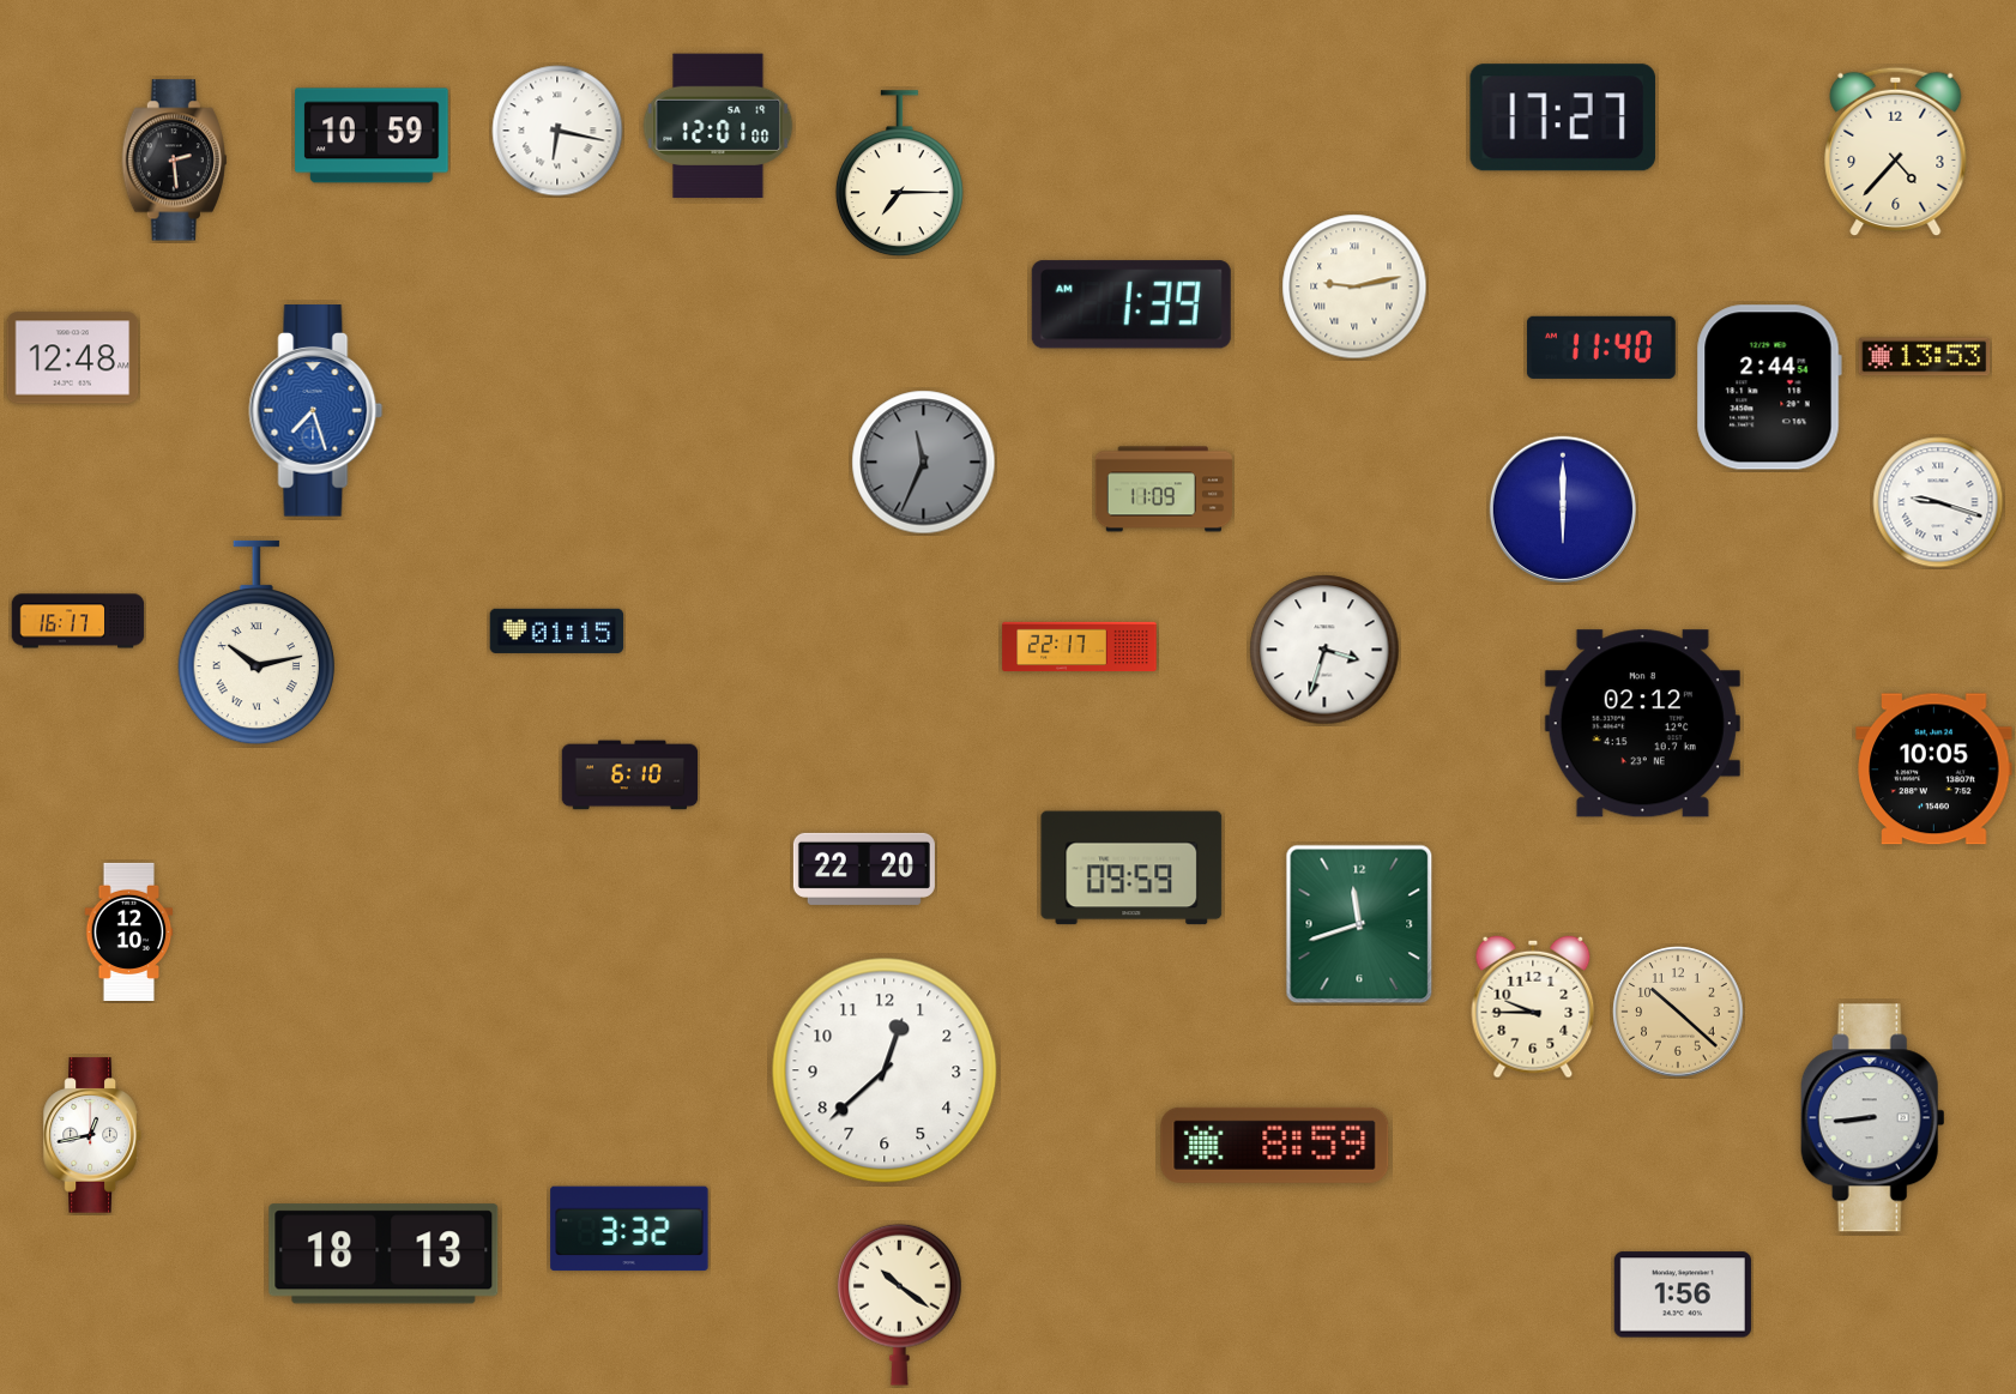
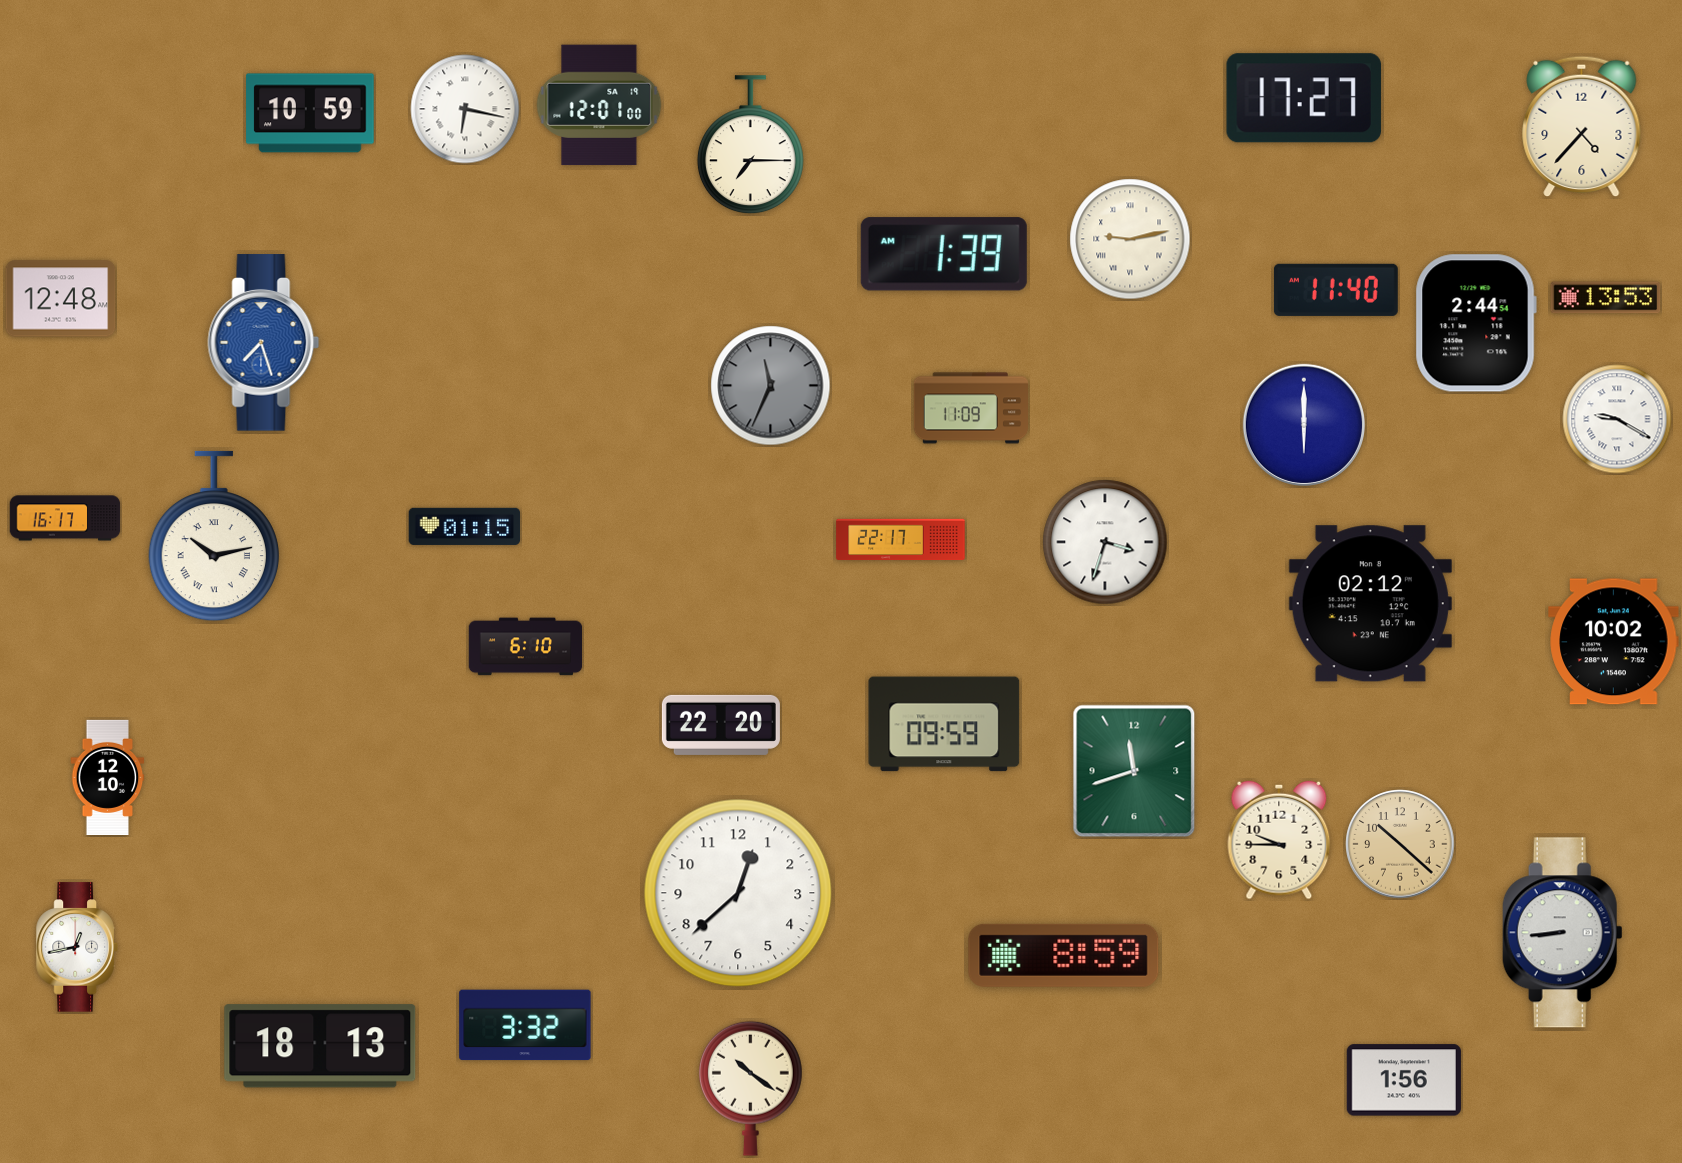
clock at (174, 161): 2:29 -> none
clock at (1938, 502): 9:18 -> 9:20
clock at (1934, 770): 10:05 -> 10:02
